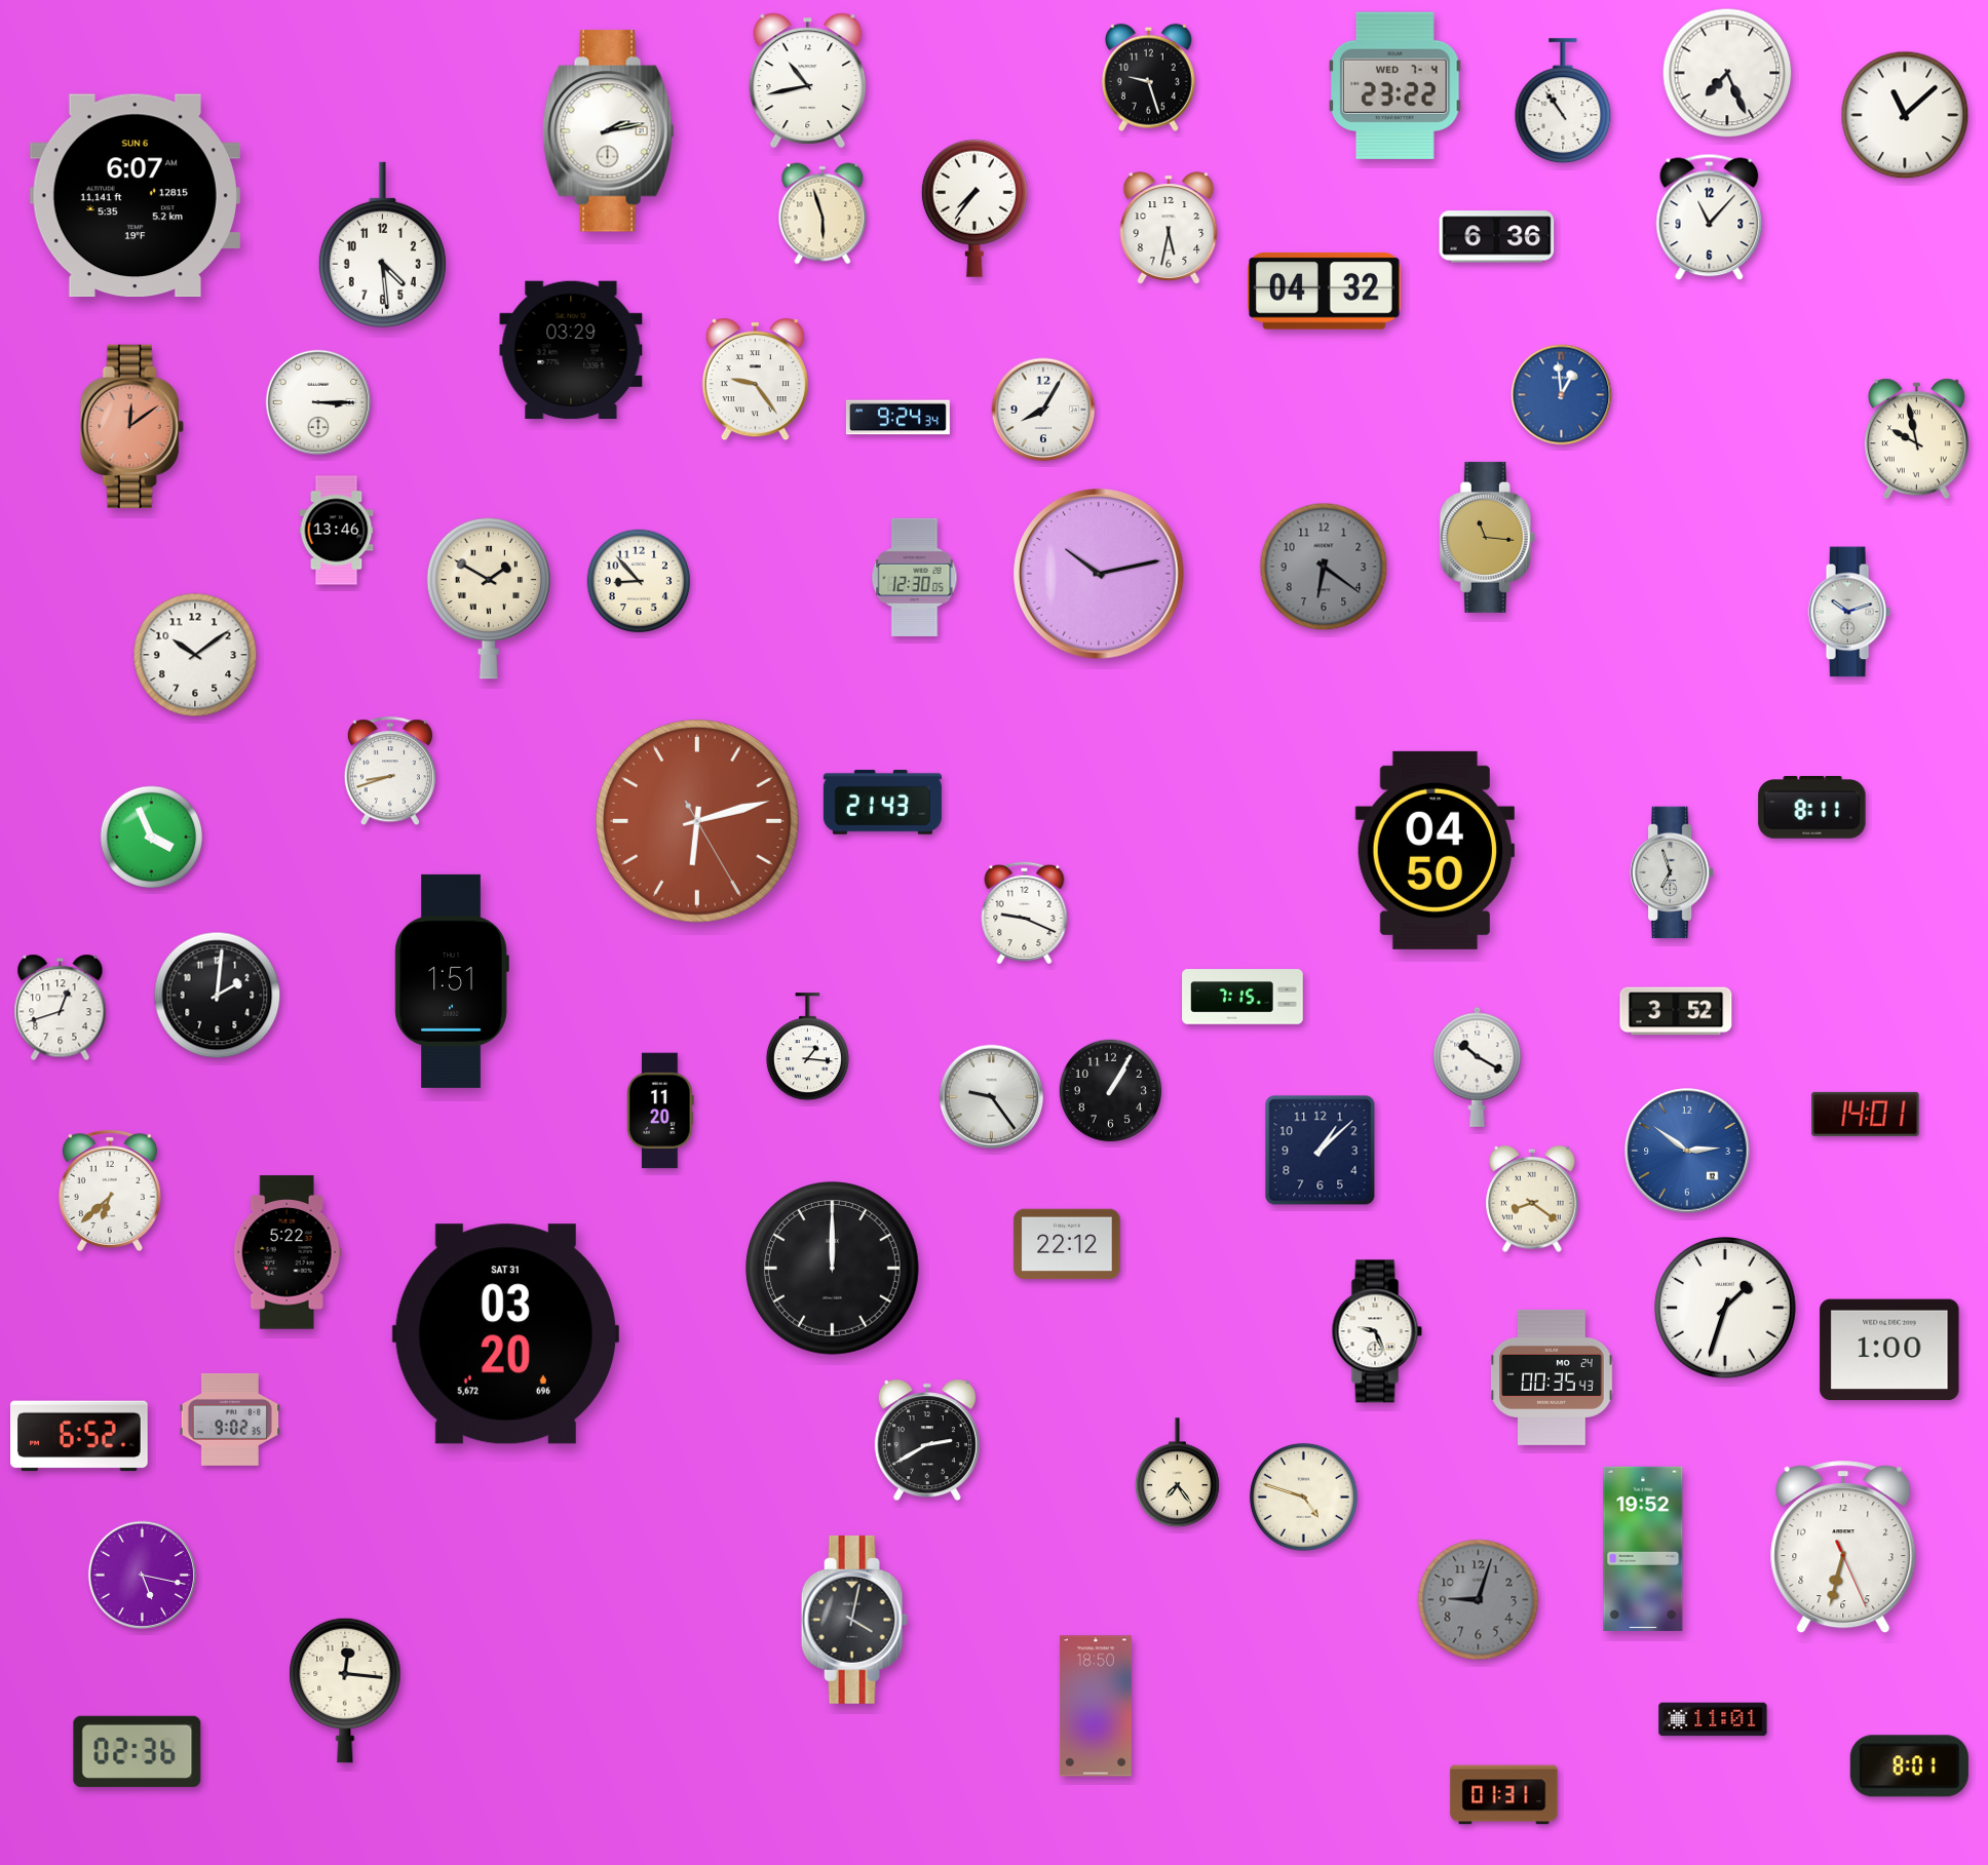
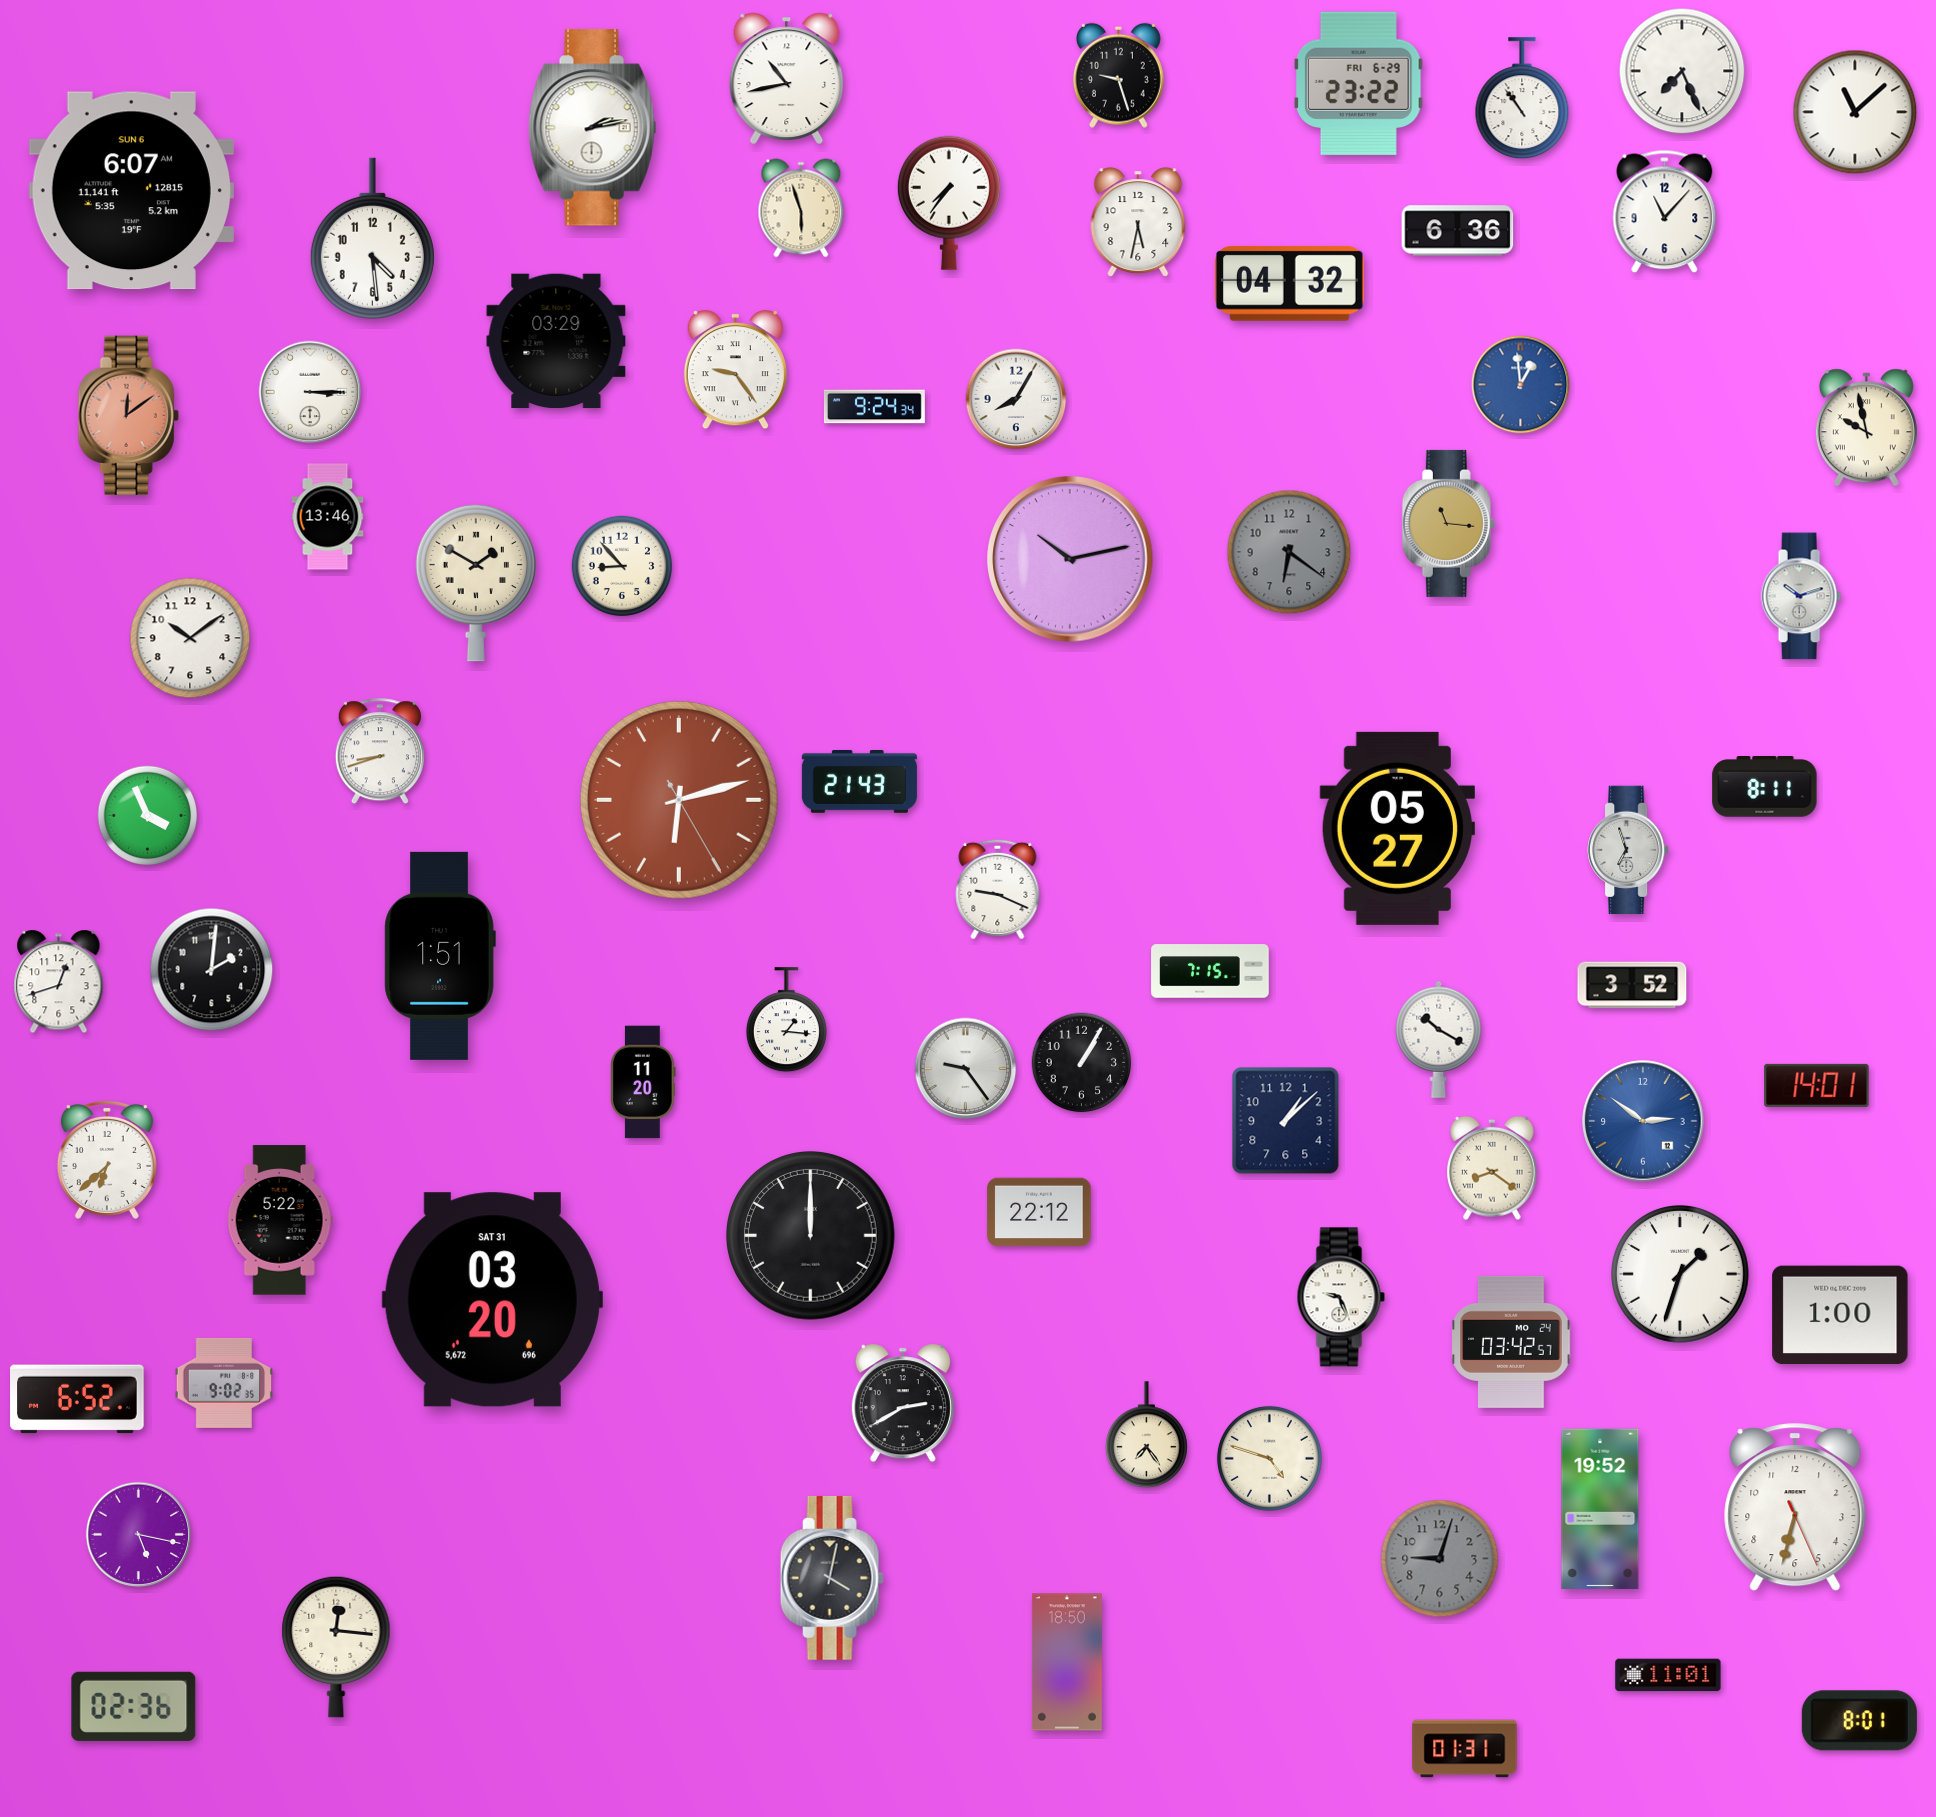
clock at (1394, 85) date: WED 7-4 -> FRI 6-29
clock at (915, 577): 12:30 -> none
clock at (1435, 850): 04:50 -> 05:27
clock at (1552, 1377): 00:35 -> 03:42
